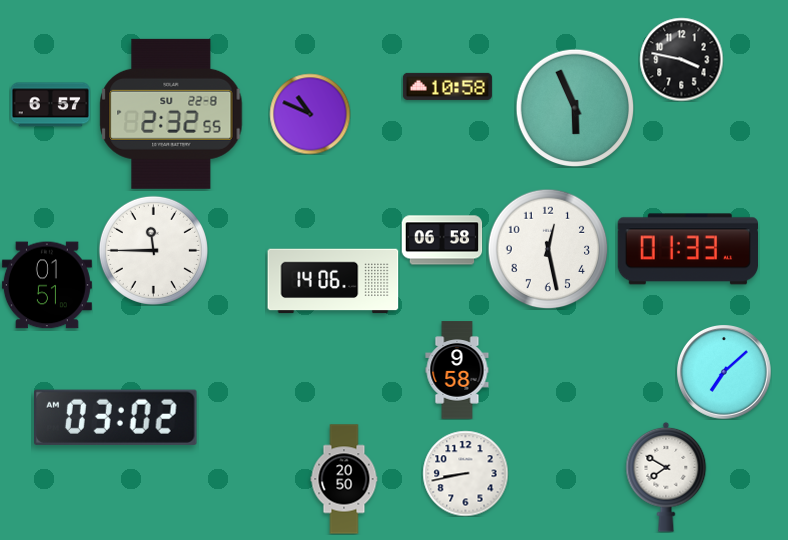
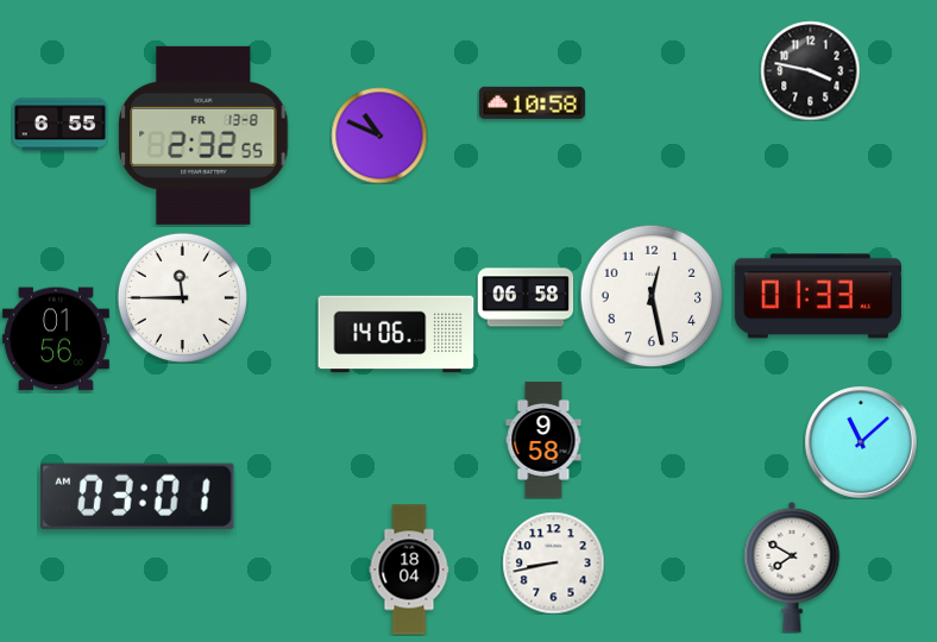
clock at (50, 105): 6:57 -> 6:55
clock at (575, 108): 5:56 -> none
clock at (171, 114) date: SU 22-8 -> FR 13-8
clock at (310, 114) position: (310, 114) -> (379, 136)
clock at (442, 240) position: (442, 240) -> (526, 297)
clock at (47, 285): 01:51 -> 01:56
clock at (724, 372): 7:08 -> 11:08
clock at (116, 417): 03:02 -> 03:01
clock at (344, 479): 20:50 -> 18:04
